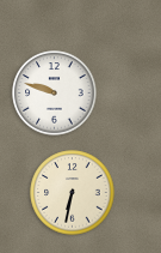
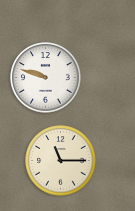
clock at (73, 193): 6:32 -> 11:15
